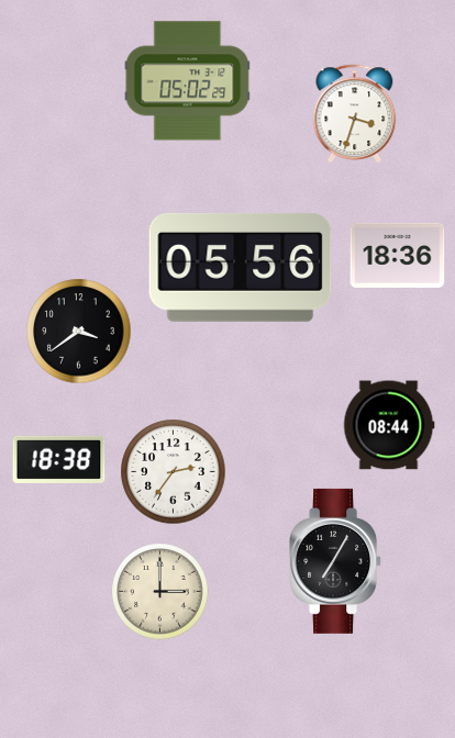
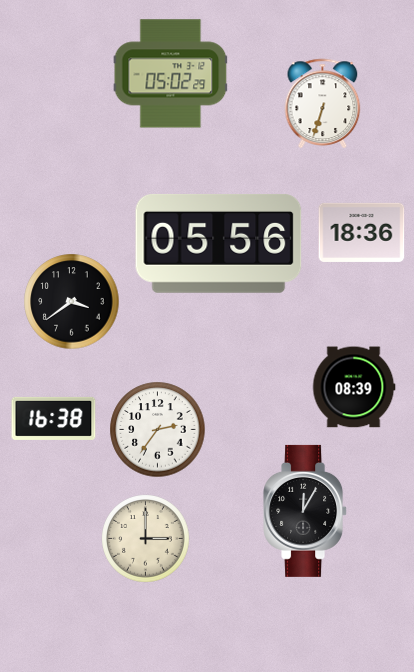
clock at (355, 113): 3:33 -> 6:33
clock at (389, 425): 08:44 -> 08:39
clock at (59, 459): 18:38 -> 16:38
clock at (336, 561): 7:05 -> 12:05
